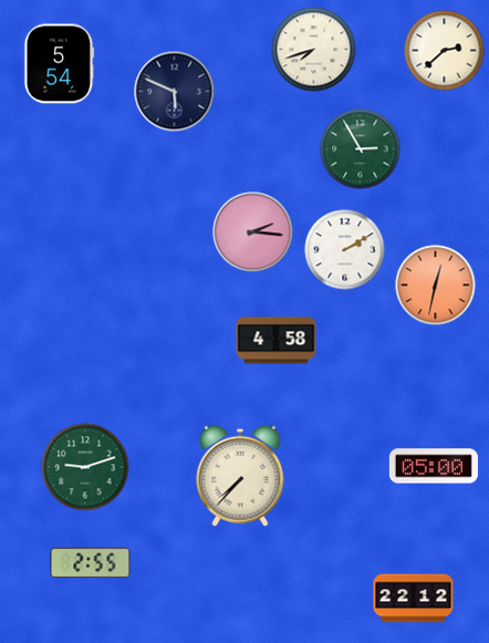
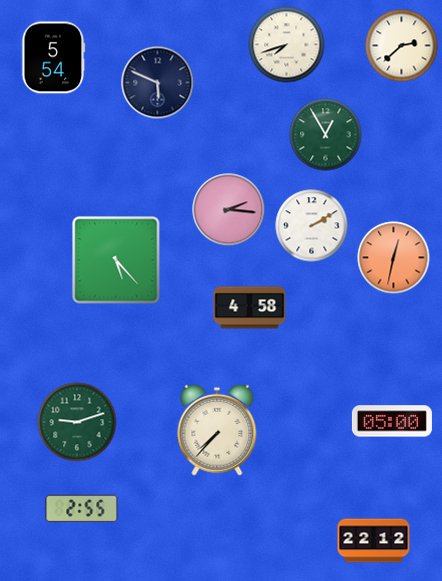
clock at (314, 50) position: (314, 50) -> (287, 45)
clock at (361, 149): 2:55 -> 12:55
clock at (116, 260): none -> 5:23
